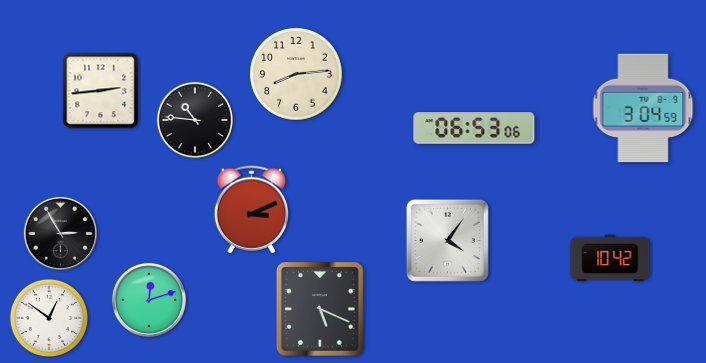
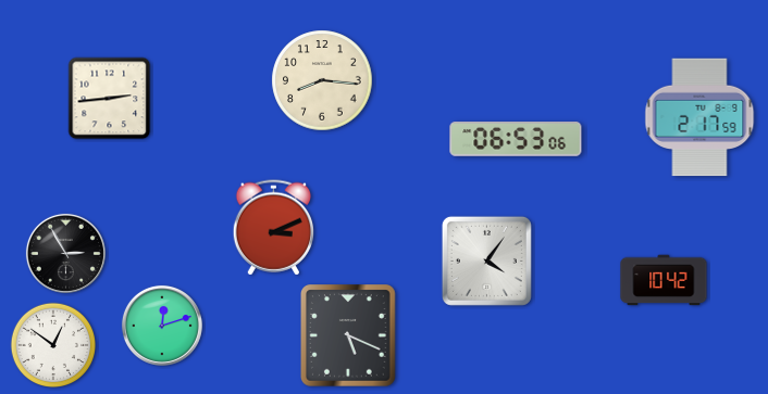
clock at (296, 74): 8:14 -> 8:16
clock at (643, 108): 3:04 -> 2:17
clock at (195, 120): 10:46 -> none
